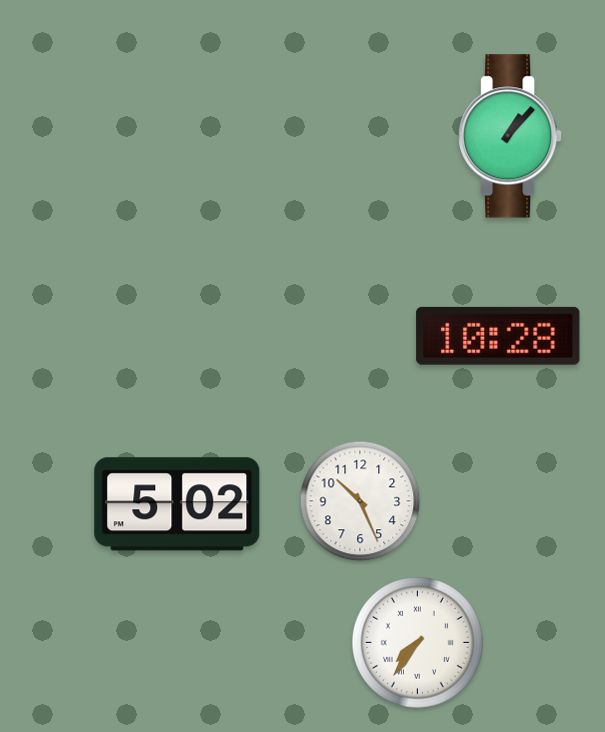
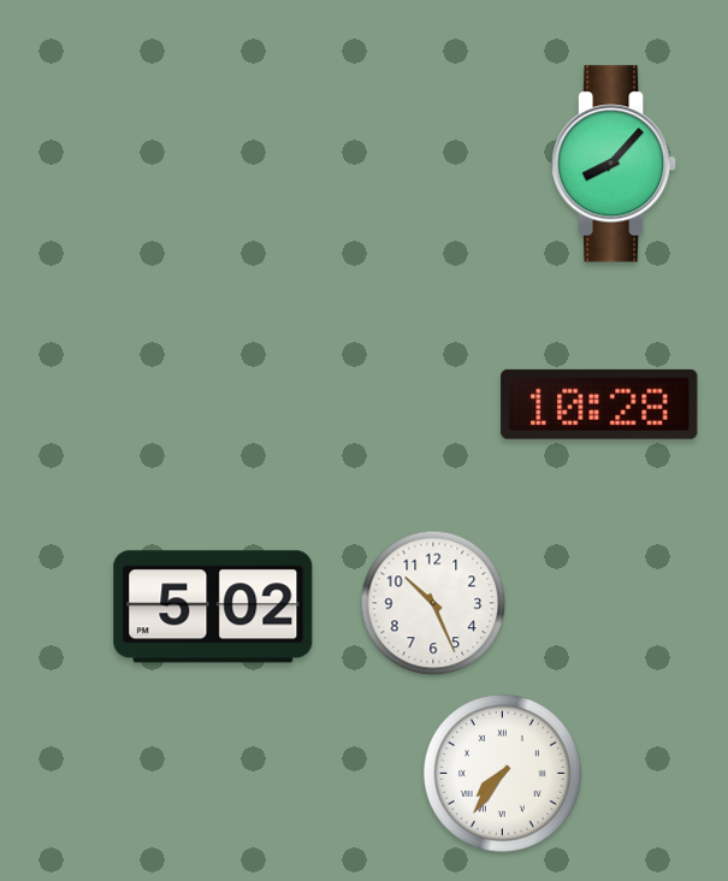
clock at (511, 136): 1:07 -> 8:07
